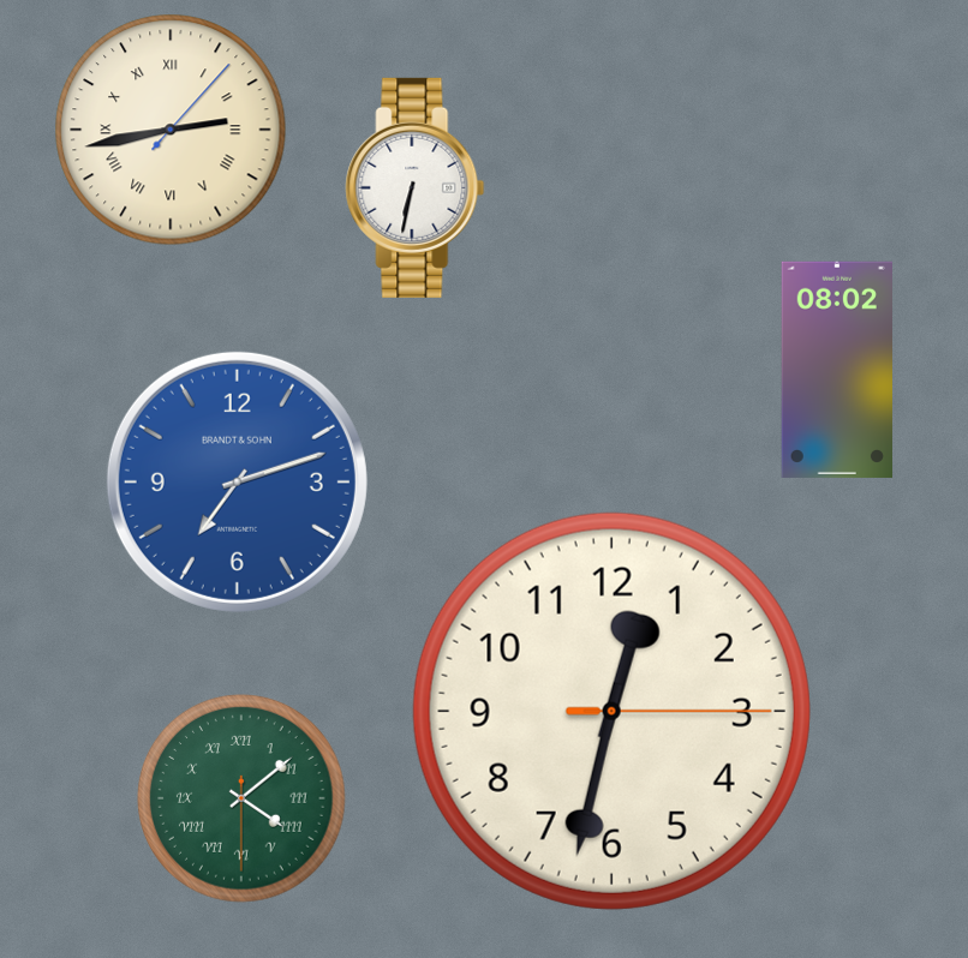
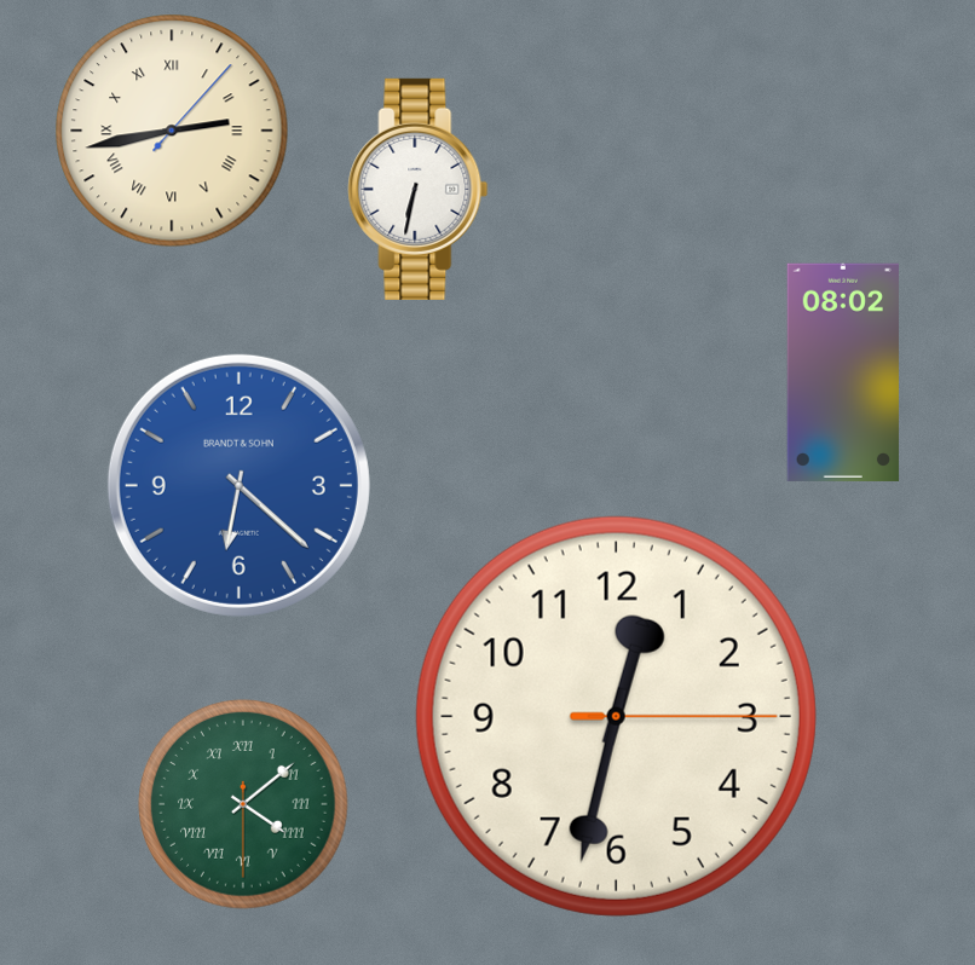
clock at (237, 481): 7:12 -> 6:22
